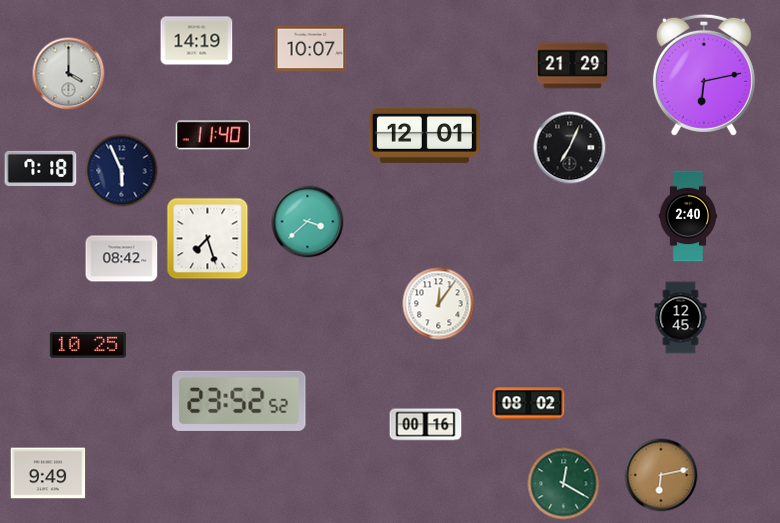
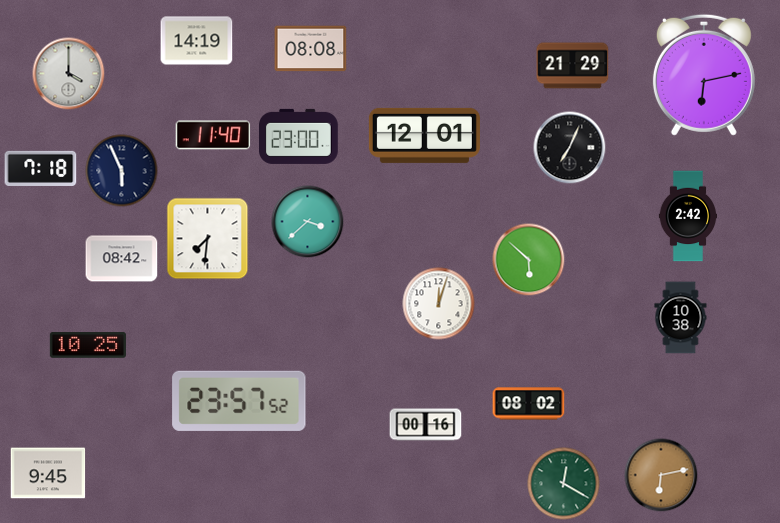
clock at (311, 49): 10:07 -> 08:08
clock at (299, 136): none -> 23:00
clock at (688, 216): 2:40 -> 2:42
clock at (208, 239): 7:27 -> 7:31
clock at (529, 260): none -> 5:52
clock at (439, 304): 12:06 -> 12:03
clock at (681, 318): 12:45 -> 10:38
clock at (239, 401): 23:52 -> 23:57
clock at (48, 473): 9:49 -> 9:45
